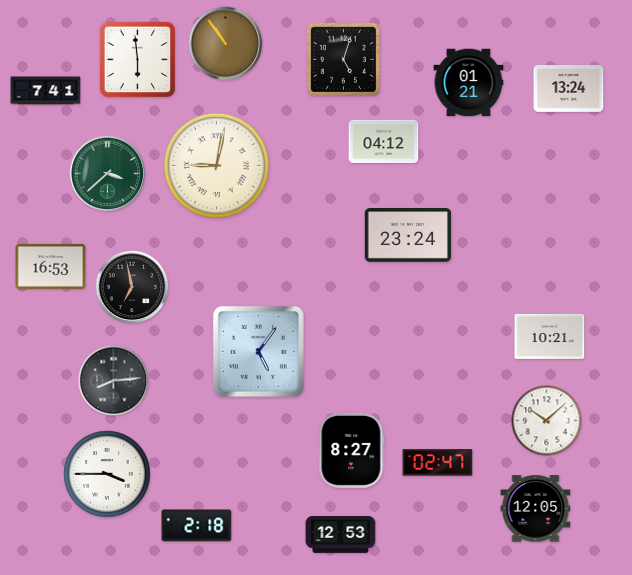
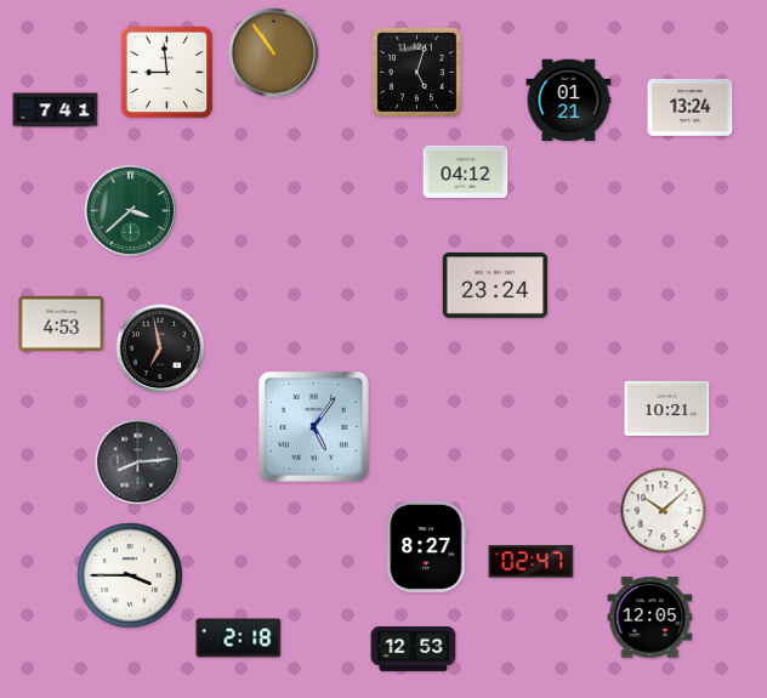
clock at (138, 60): 5:59 -> 8:59
clock at (216, 165): 9:02 -> none
clock at (51, 266): 16:53 -> 4:53
